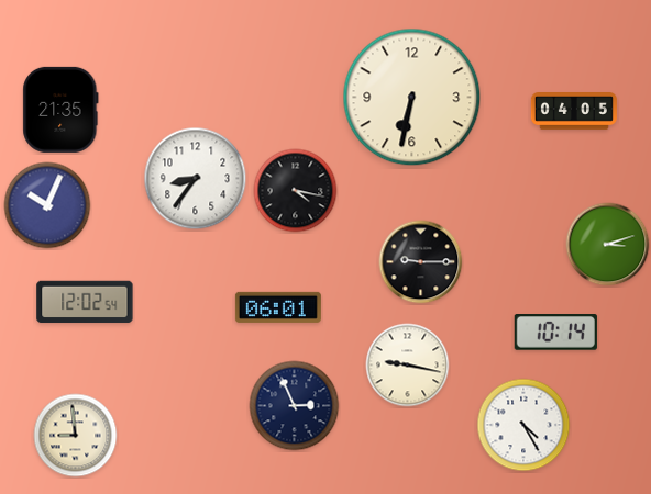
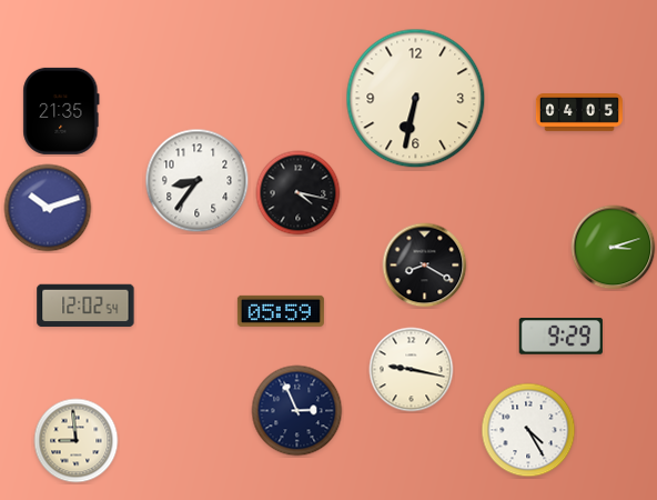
clock at (47, 205): 10:04 -> 10:12
clock at (421, 262): 9:15 -> 8:20
clock at (278, 307): 06:01 -> 05:59
clock at (555, 333): 10:14 -> 9:29
